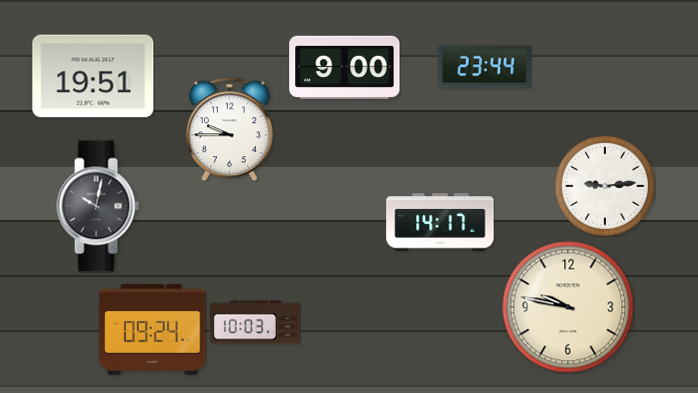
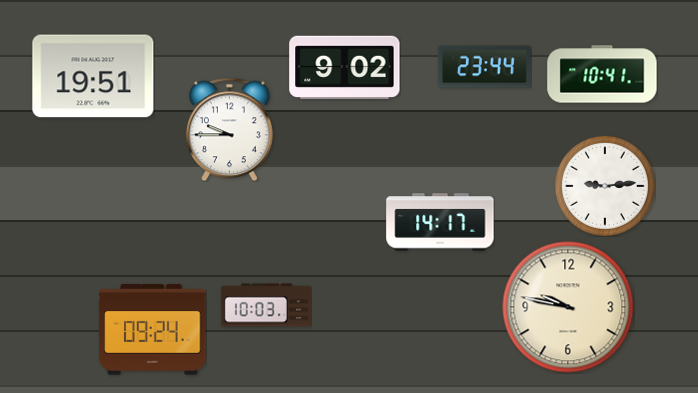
clock at (345, 67): 9:00 -> 9:02
clock at (602, 74): none -> 10:41
clock at (98, 206): 10:02 -> none
clock at (255, 322) position: (255, 322) -> (266, 305)
